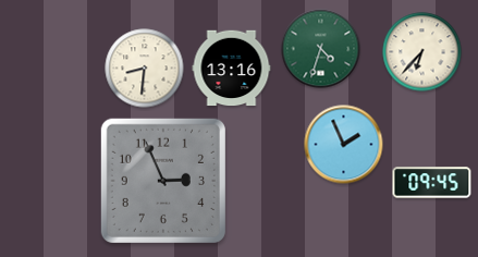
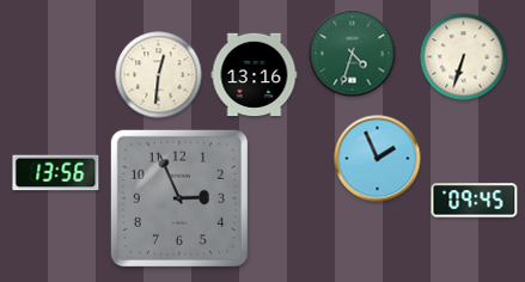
clock at (422, 52): 6:37 -> 6:33
clock at (145, 69): 8:31 -> 12:31
clock at (56, 173): none -> 13:56
